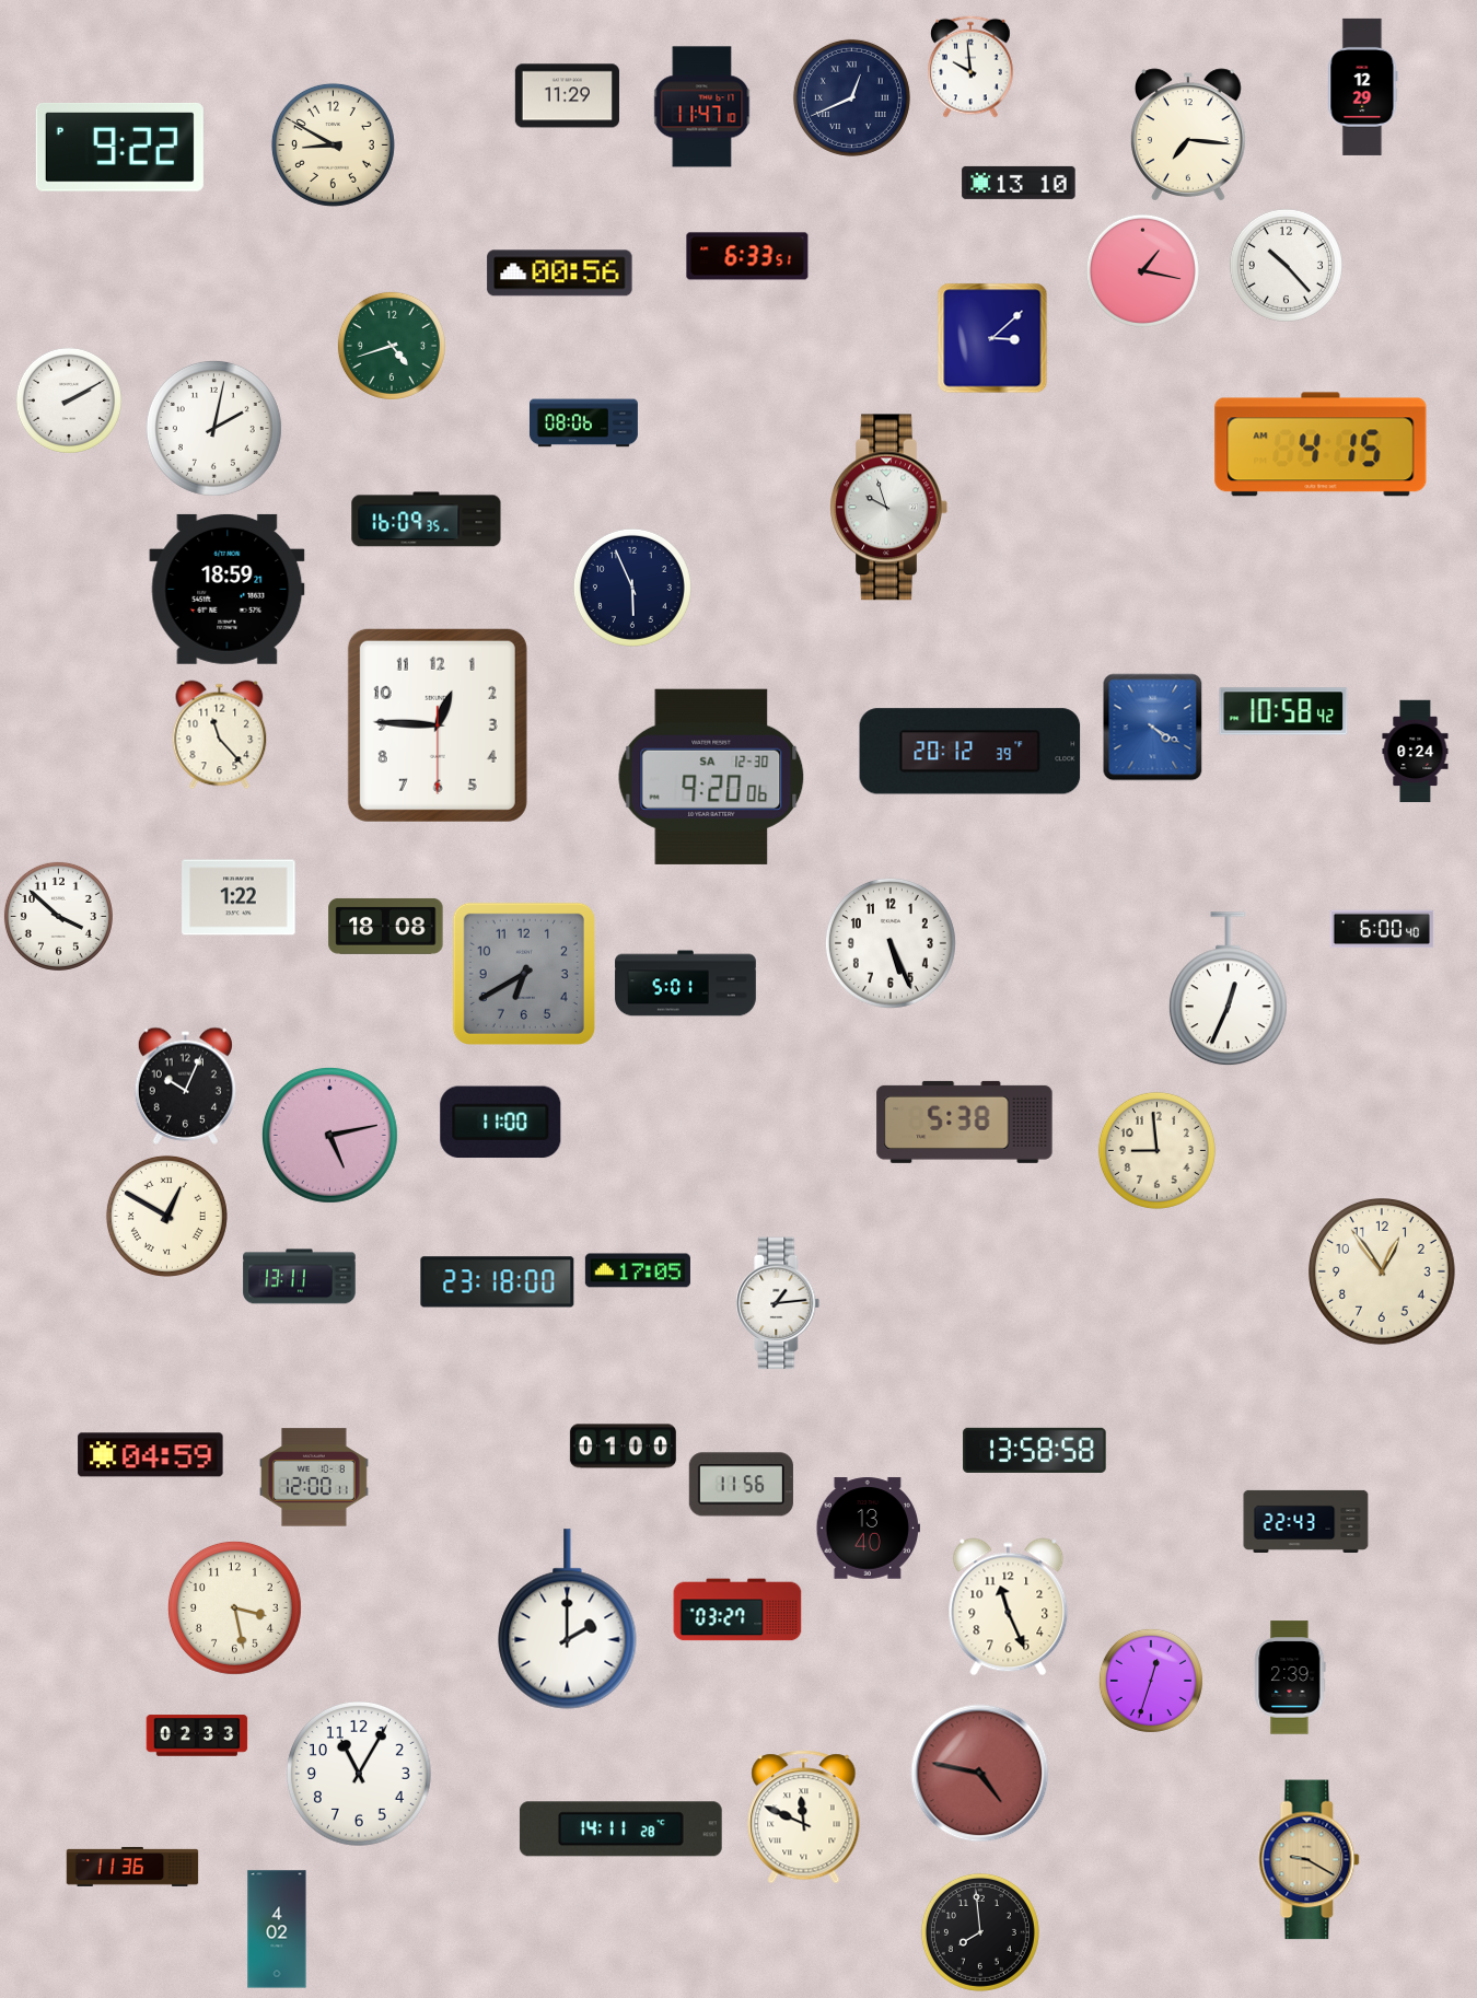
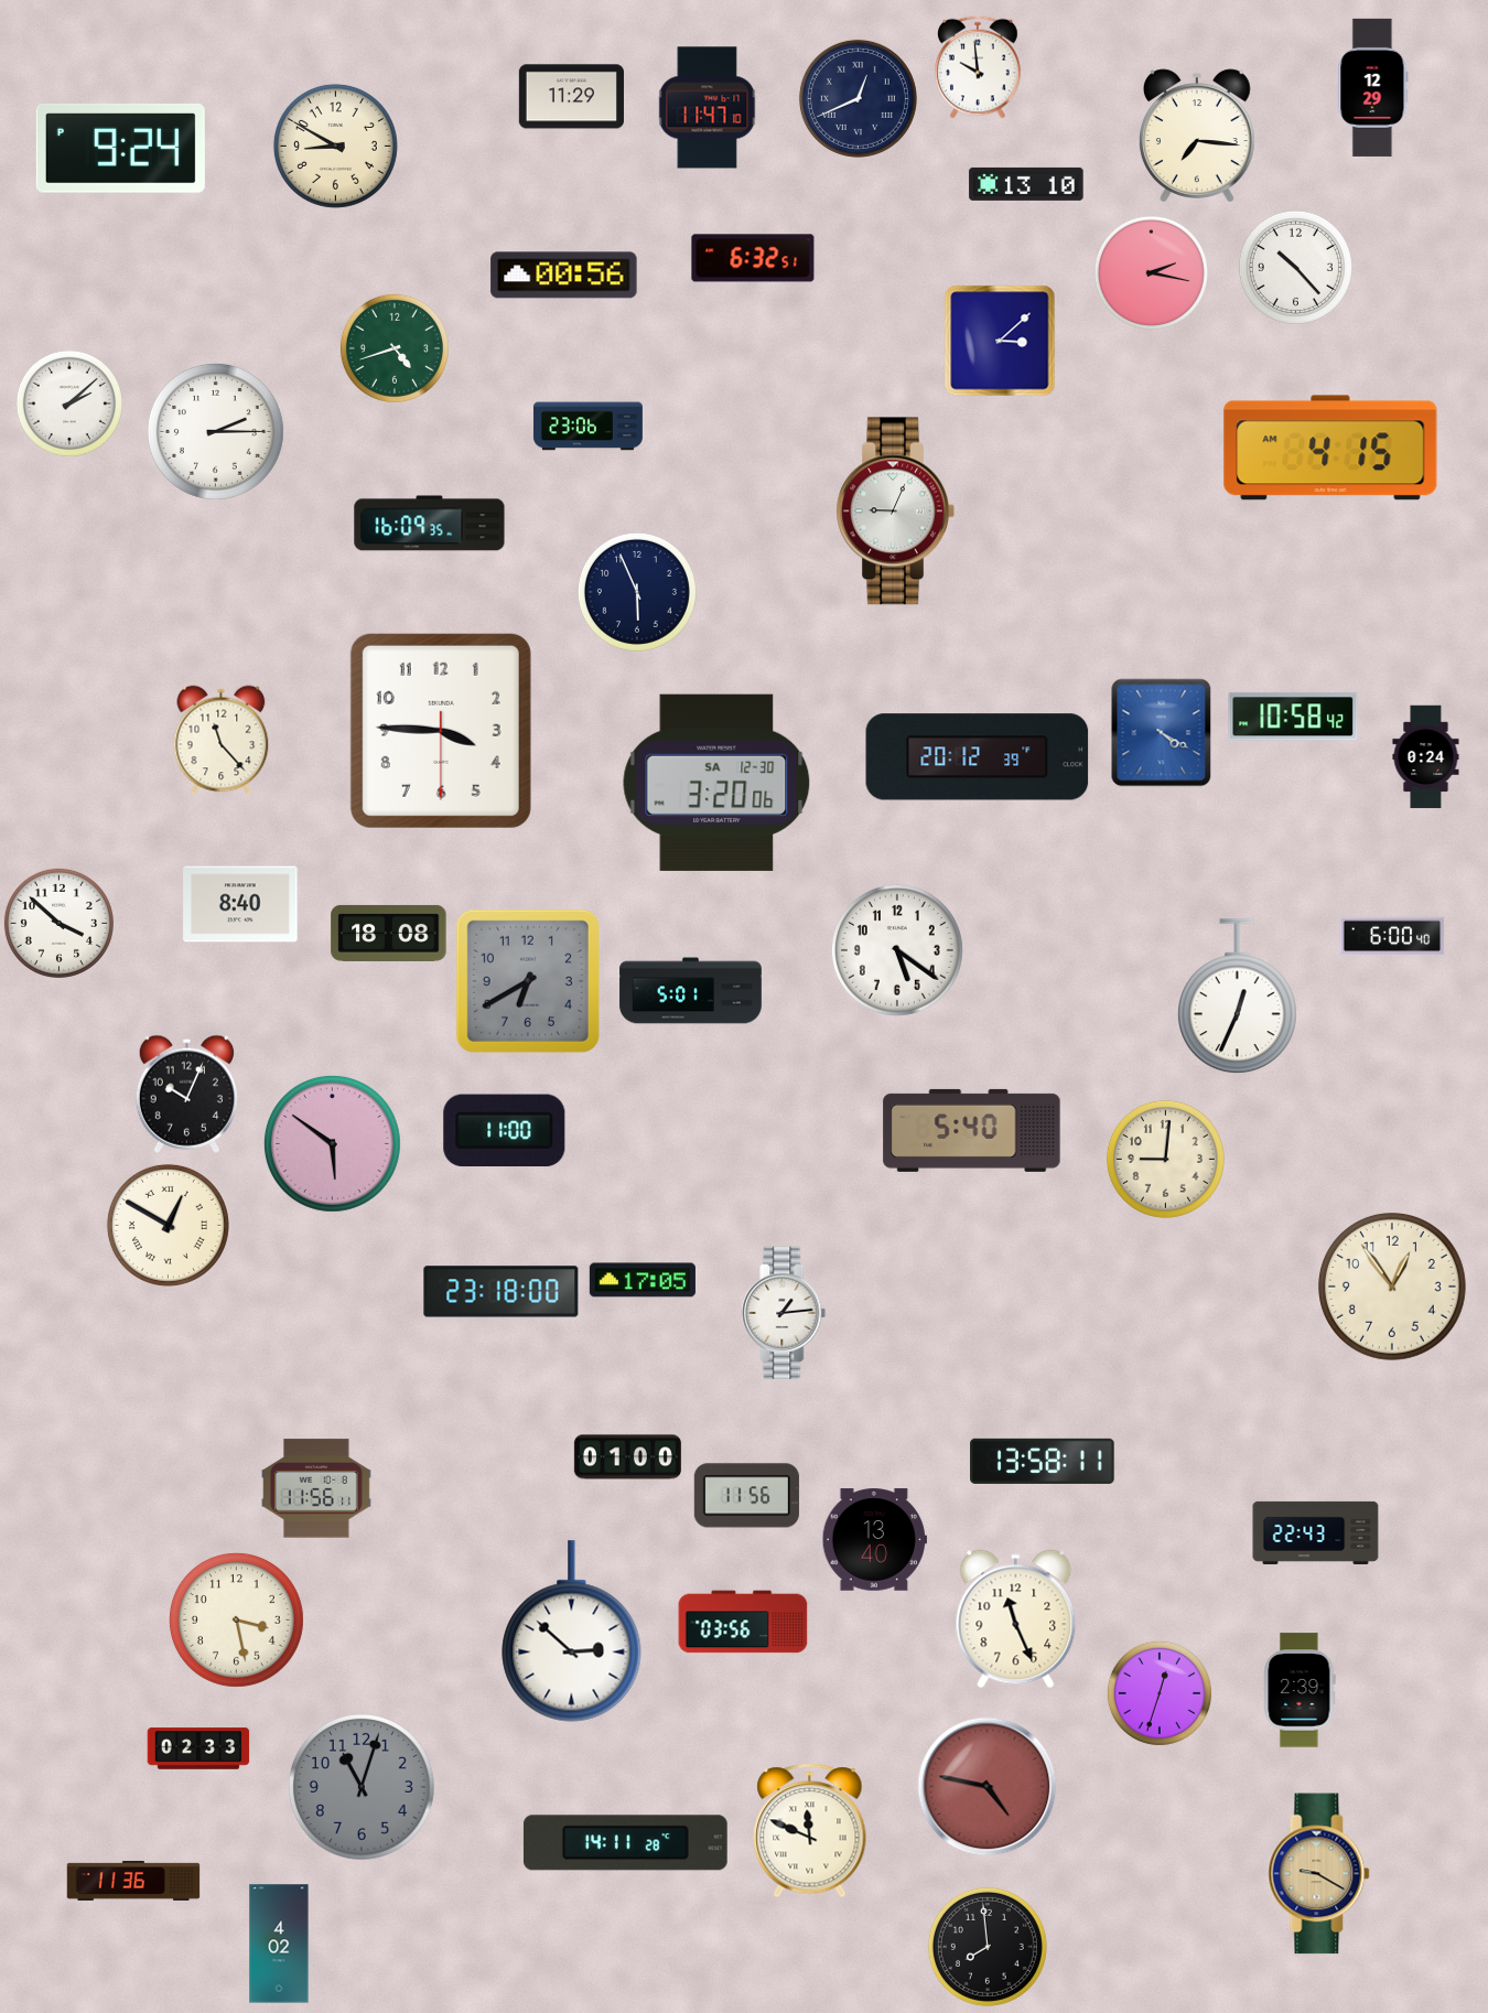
clock at (119, 148): 9:22 -> 9:24
clock at (747, 256): 6:33 -> 6:32
clock at (1142, 270): 1:17 -> 2:17
clock at (69, 400): 2:10 -> 2:08
clock at (583, 423): 08:06 -> 23:06
clock at (213, 428): 2:02 -> 2:15
clock at (888, 508): 9:57 -> 9:04
clock at (228, 589): 18:59 -> none
clock at (438, 725): 12:45 -> 3:45
clock at (711, 777): 9:20 -> 3:20
clock at (239, 897): 1:22 -> 8:40
clock at (891, 943): 5:26 -> 5:21
clock at (965, 1122): 5:38 -> 5:40
clock at (329, 1135): 5:13 -> 5:51
clock at (1156, 1150): 8:59 -> 9:01
clock at (1383, 1273) position: (1383, 1273) -> (1393, 1288)
clock at (300, 1277): 13:11 -> none
clock at (1035, 1450): 13:58:58 -> 13:58:11
clock at (151, 1455): 04:59 -> none
clock at (314, 1477): 12:00 -> 11:56
clock at (737, 1610): 03:27 -> 03:56
clock at (568, 1619): 2:00 -> 2:52
clock at (359, 1774): 11:05 -> 11:03
clock at (359, 1774) dial: white -> grey
